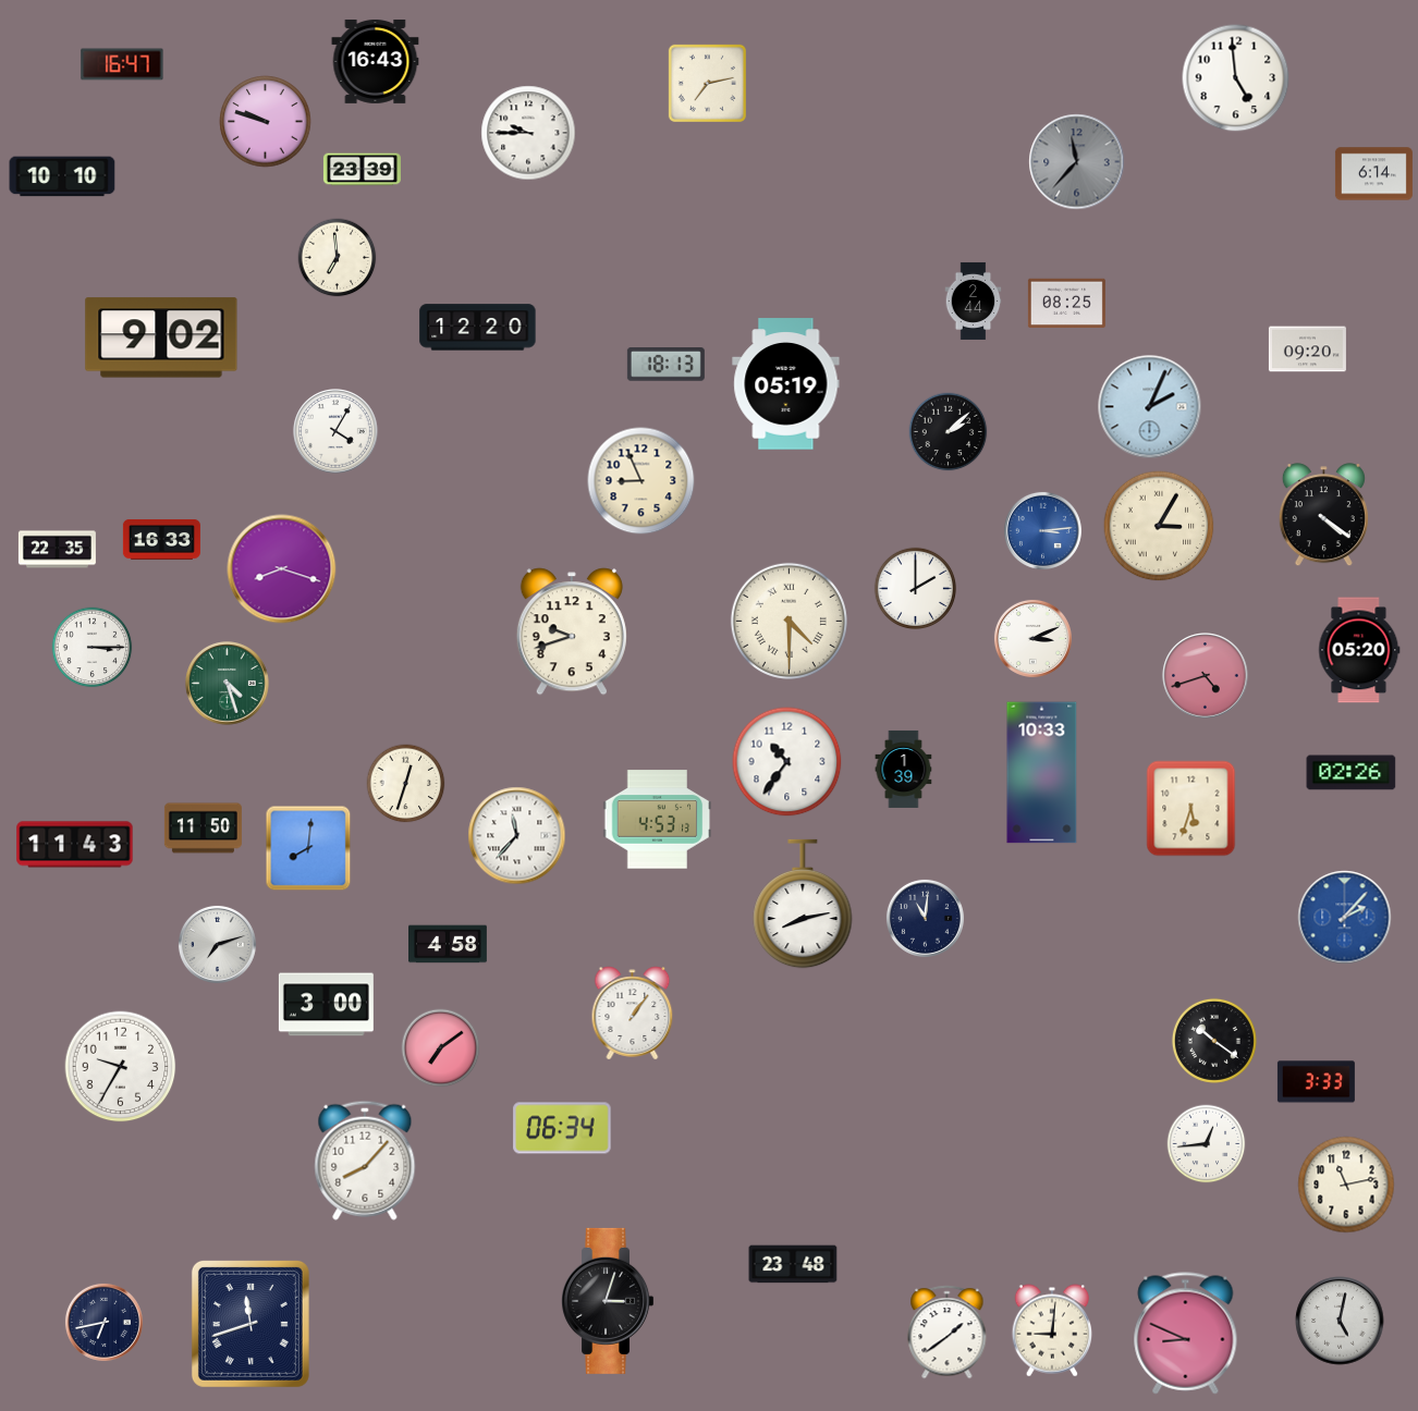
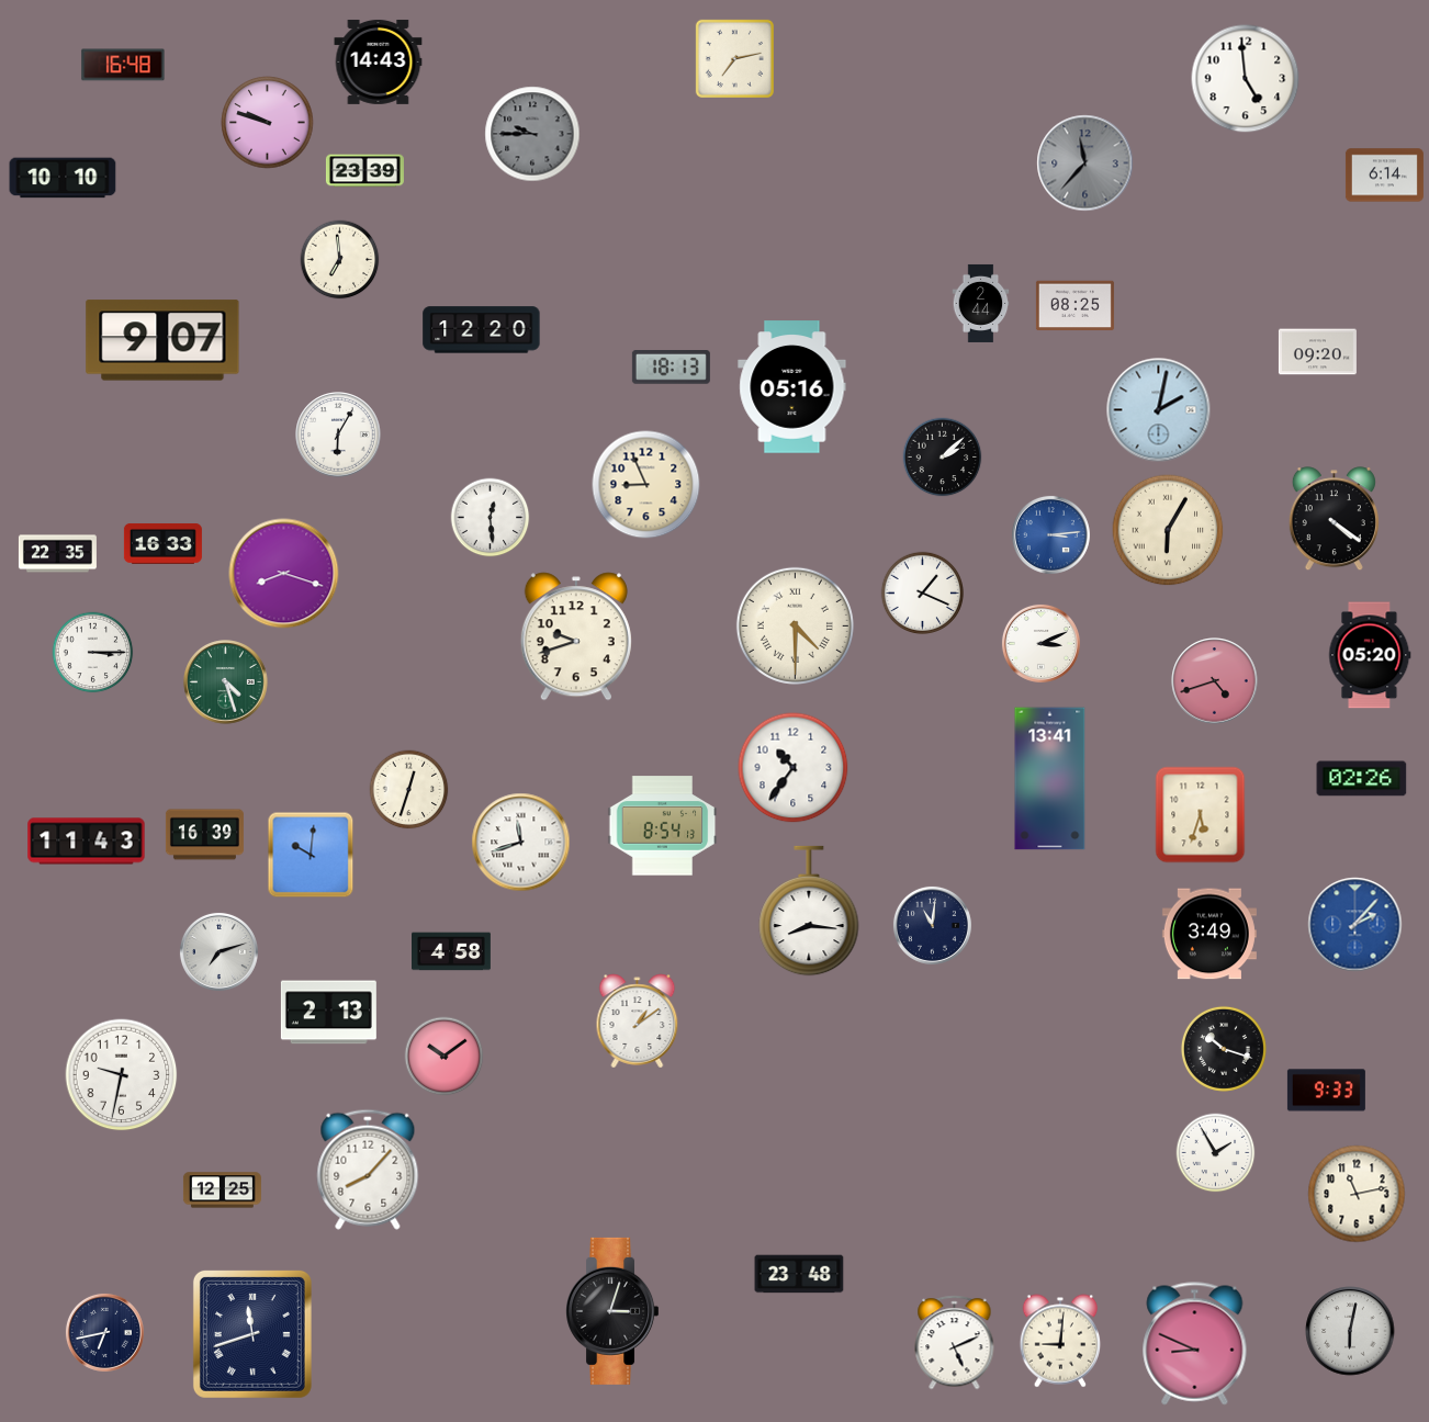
clock at (376, 61): 16:43 -> 14:43
clock at (122, 64): 16:47 -> 16:48
clock at (707, 83) position: (707, 83) -> (734, 58)
clock at (528, 133) dial: white -> grey
clock at (161, 338): 9:02 -> 9:07
clock at (786, 384): 05:19 -> 05:16
clock at (1150, 407): 2:04 -> 2:02
clock at (335, 431): 4:05 -> 6:05
clock at (949, 432) position: (949, 432) -> (943, 458)
clock at (491, 518): none -> 12:29
clock at (1159, 526): 3:05 -> 6:05
clock at (915, 588): 2:00 -> 1:19
clock at (228, 684) position: (228, 684) -> (226, 682)
clock at (904, 769): 1:39 -> none
clock at (1042, 773): 10:33 -> 13:41
clock at (658, 820): 4:53 -> 8:54
clock at (203, 829): 11:50 -> 16:39
clock at (517, 836): 11:37 -> 11:42
clock at (75, 845) position: (75, 845) -> (87, 842)
clock at (308, 848): 8:01 -> 10:01
clock at (803, 904): 8:13 -> 8:16
clock at (1209, 934): none -> 3:49
clock at (326, 1005): 3:00 -> 2:13
clock at (633, 1014): 1:06 -> 1:09
clock at (1214, 1041): 10:21 -> 10:18
clock at (441, 1048): 7:09 -> 10:09
clock at (121, 1067): 9:35 -> 9:32
clock at (1316, 1082): 3:33 -> 9:33
clock at (562, 1128): 06:34 -> none
clock at (1207, 1144): 12:44 -> 1:55
clock at (222, 1190): none -> 12:25
clock at (1340, 1321): 5:02 -> 6:02
clock at (948, 1333): 1:39 -> 5:11
